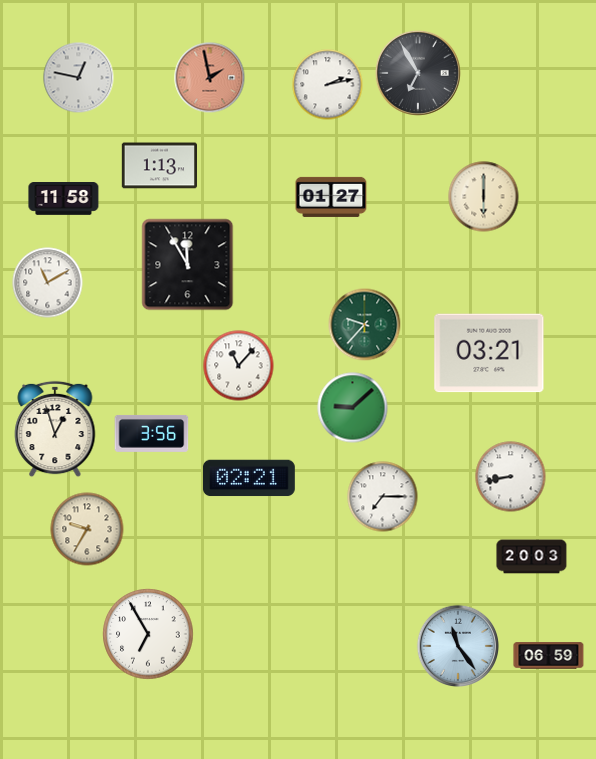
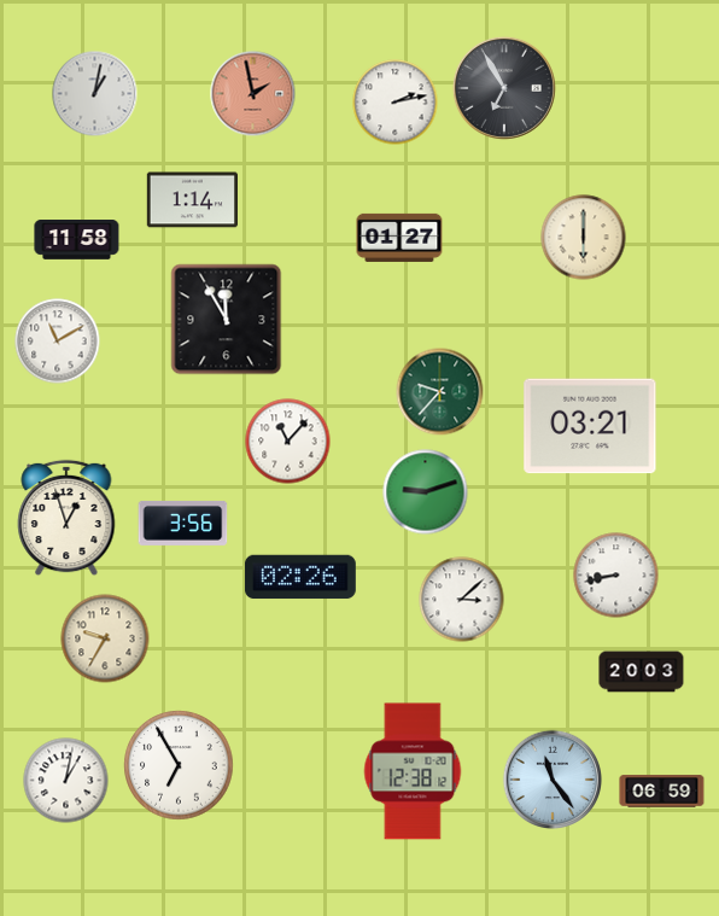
clock at (79, 78): 12:47 -> 1:02
clock at (160, 166): 1:13 -> 1:14
clock at (353, 408): 9:08 -> 9:12
clock at (249, 478): 02:21 -> 02:26
clock at (383, 497): 7:15 -> 3:08
clock at (413, 771): none -> 12:38
clock at (66, 781): none -> 1:02
